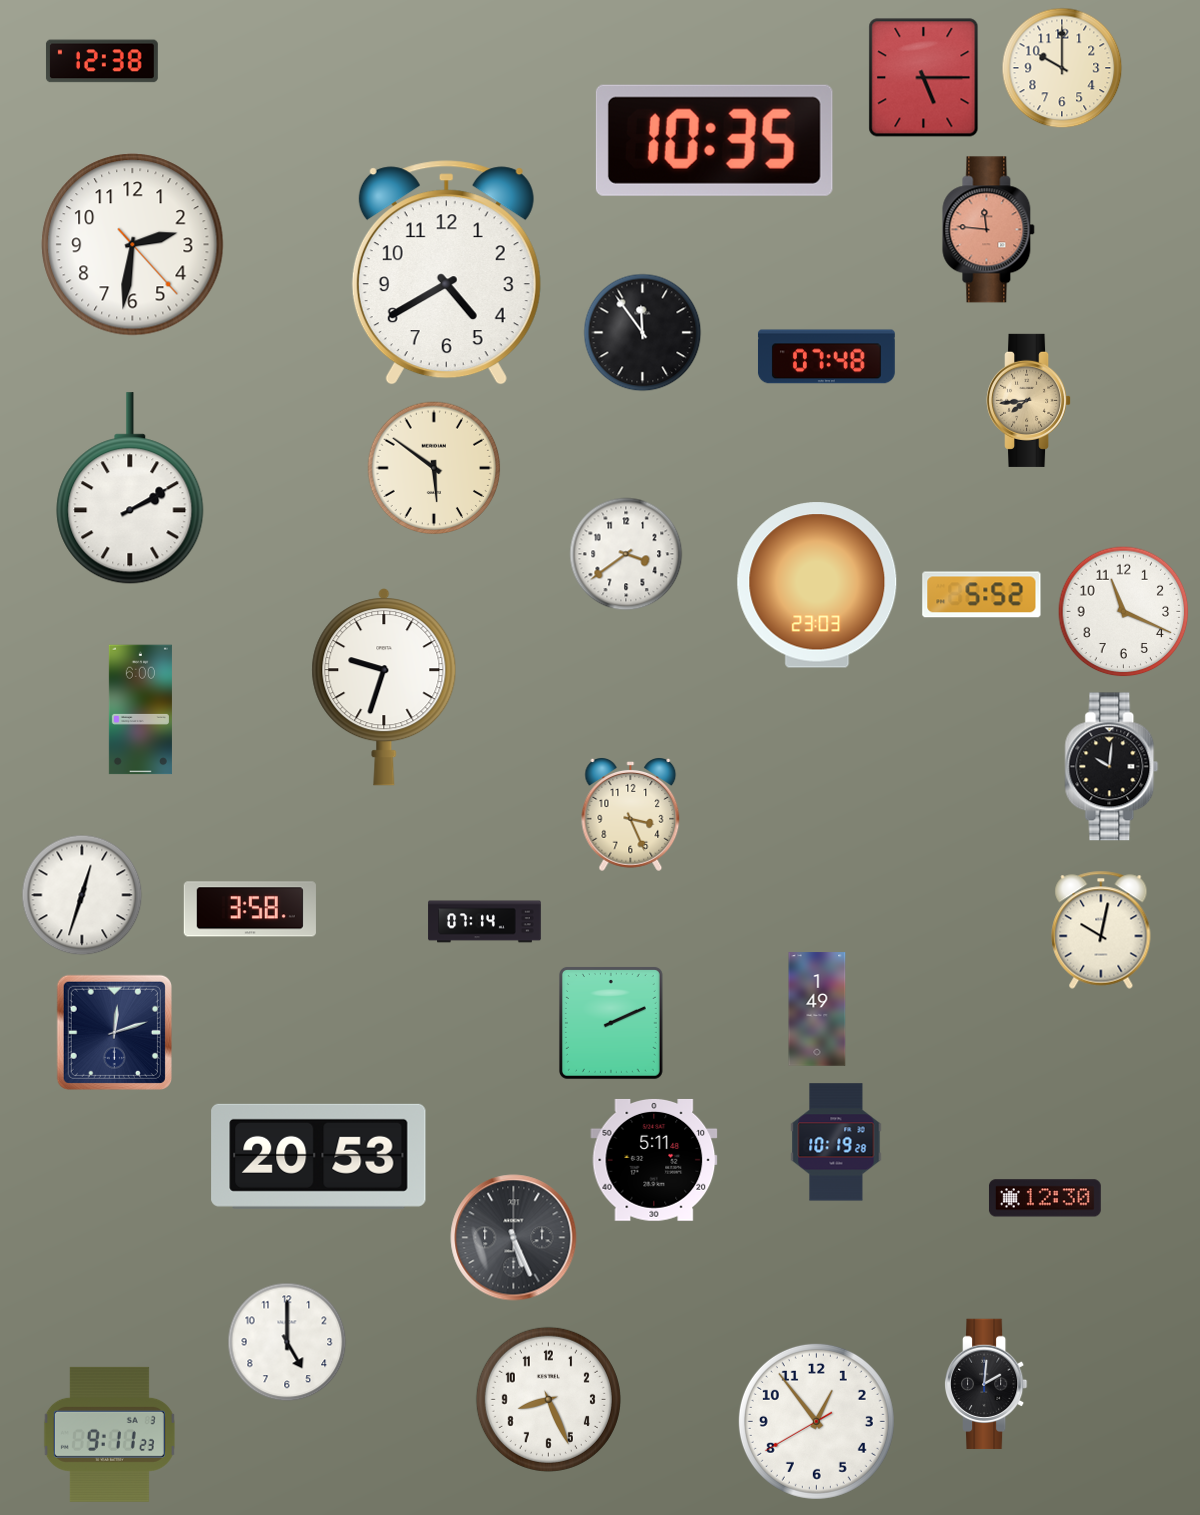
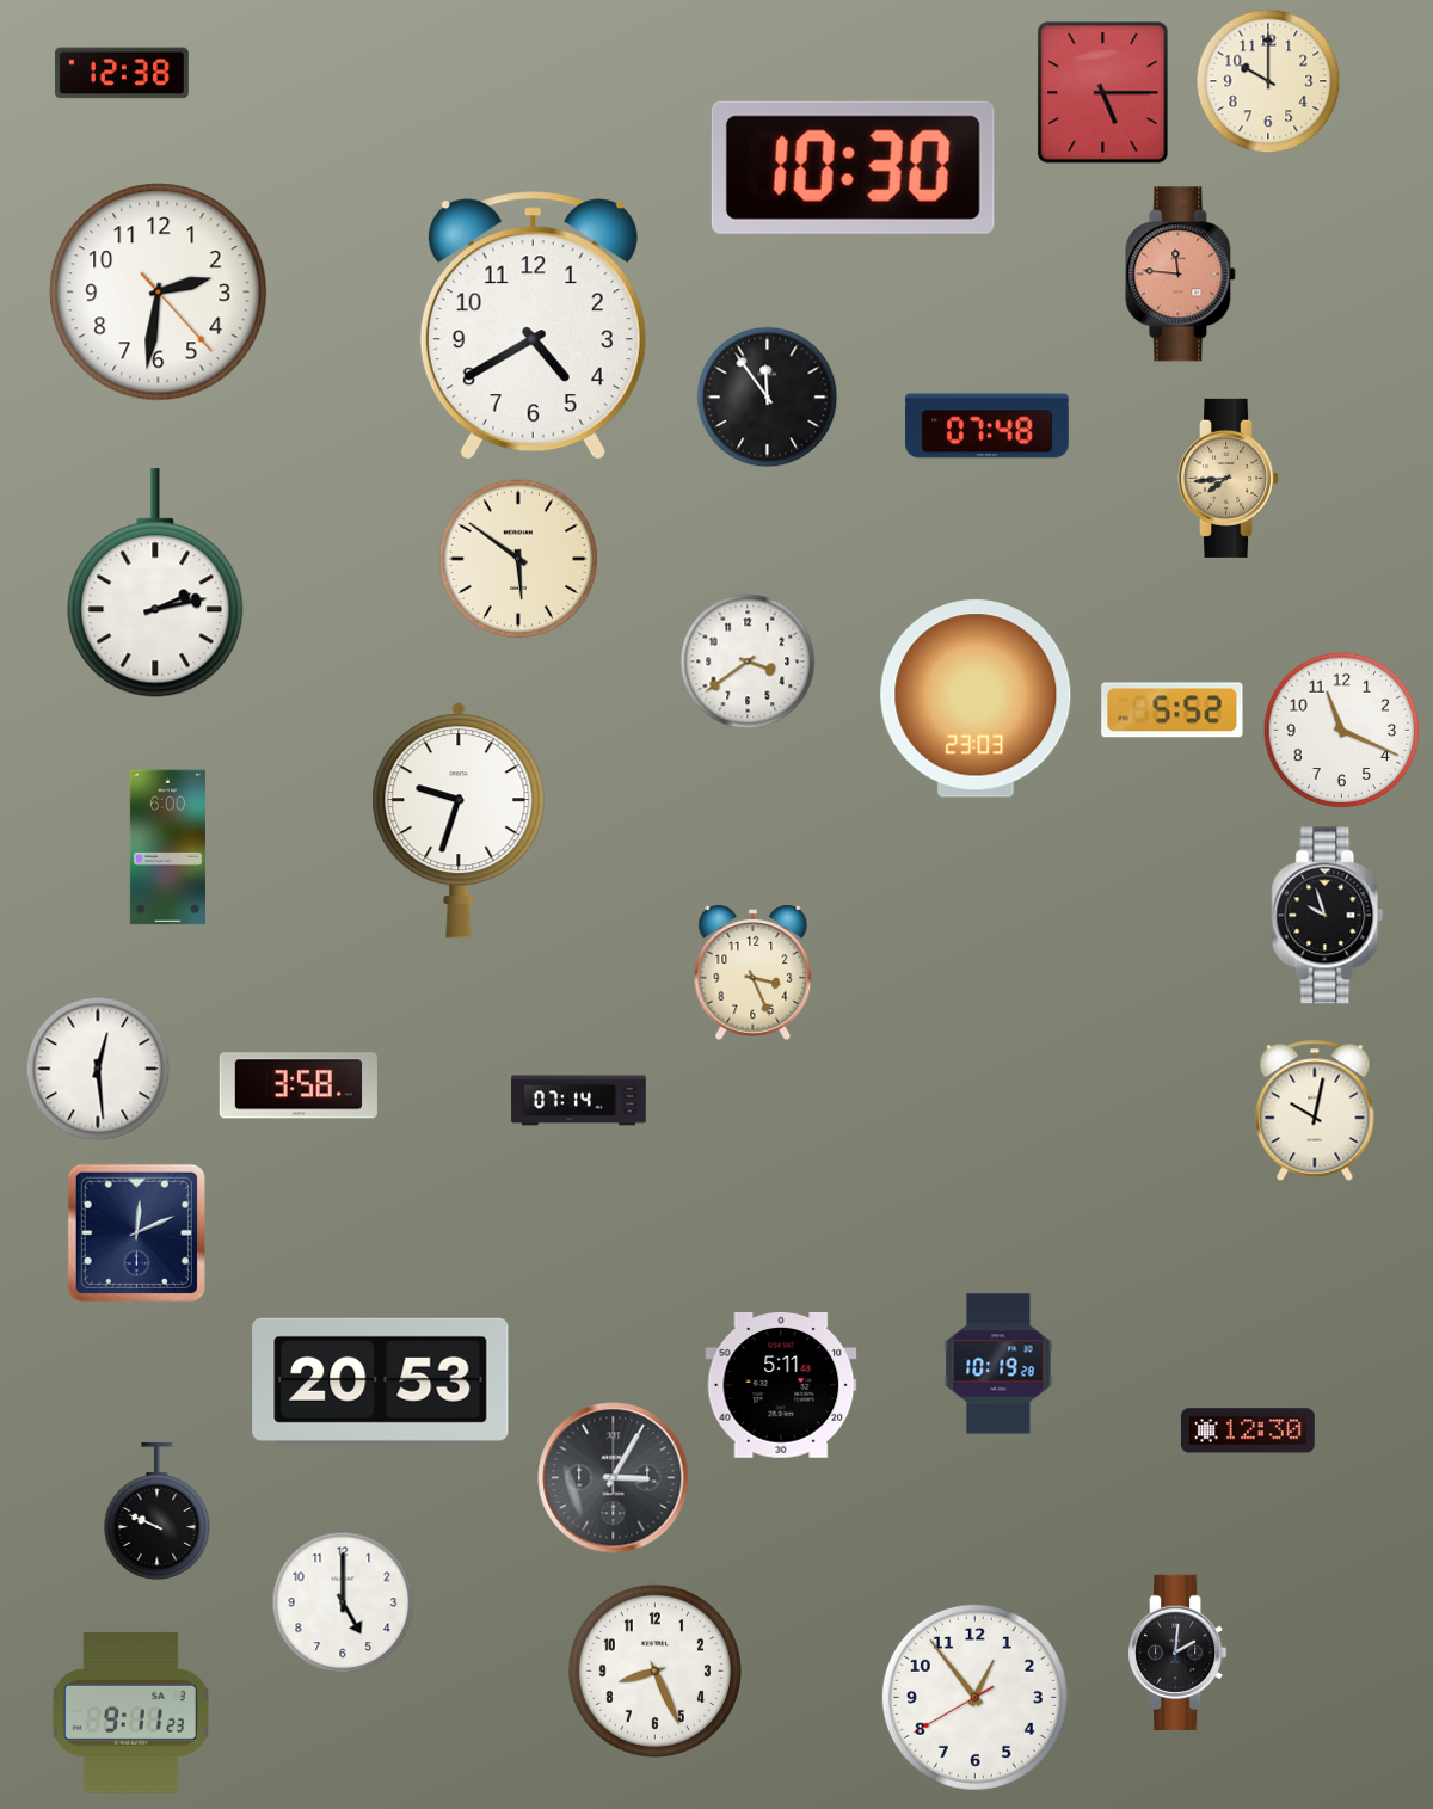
clock at (714, 140): 10:35 -> 10:30
clock at (130, 489): 2:10 -> 2:13
clock at (1112, 767): 10:01 -> 9:57
clock at (82, 895): 12:33 -> 12:29
clock at (817, 1009): 1:49 -> none
clock at (611, 1023): 2:11 -> none
clock at (114, 1032): 12:12 -> 12:11
clock at (514, 1238): 5:26 -> 3:05
clock at (158, 1512): none -> 9:49
